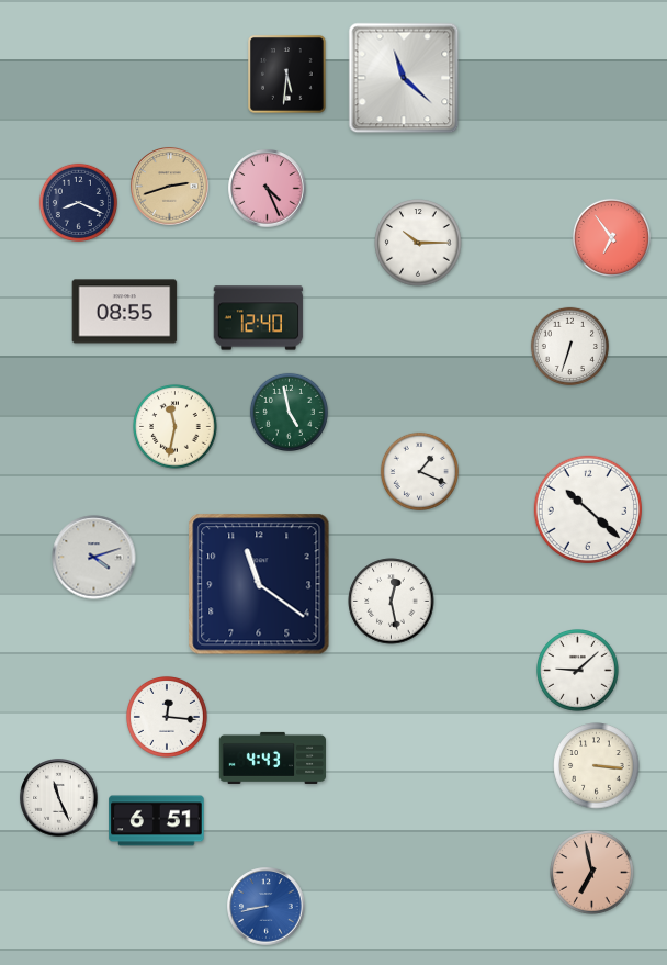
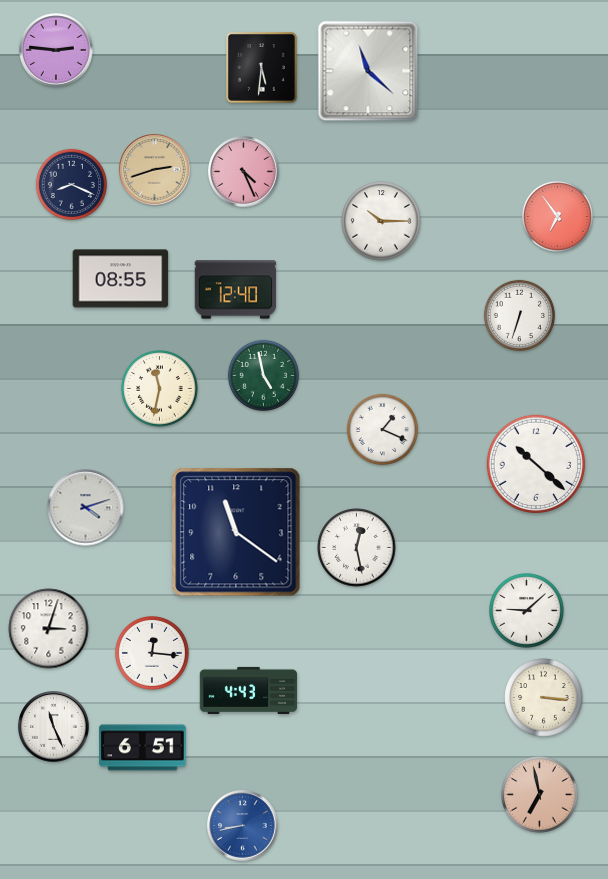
clock at (56, 50): none -> 2:46
clock at (125, 312) position: (125, 312) -> (121, 279)
clock at (49, 629): none -> 3:03
